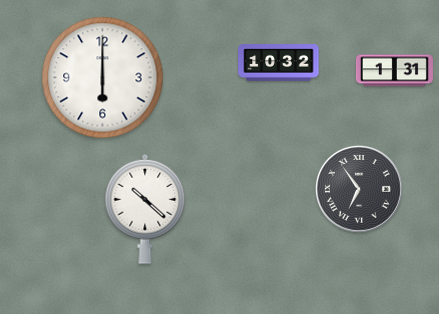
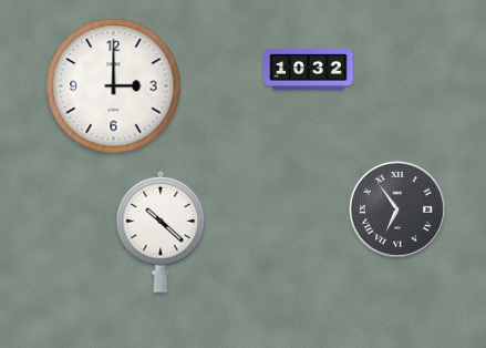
clock at (394, 71): 1:31 -> none
clock at (103, 78): 6:00 -> 3:00
